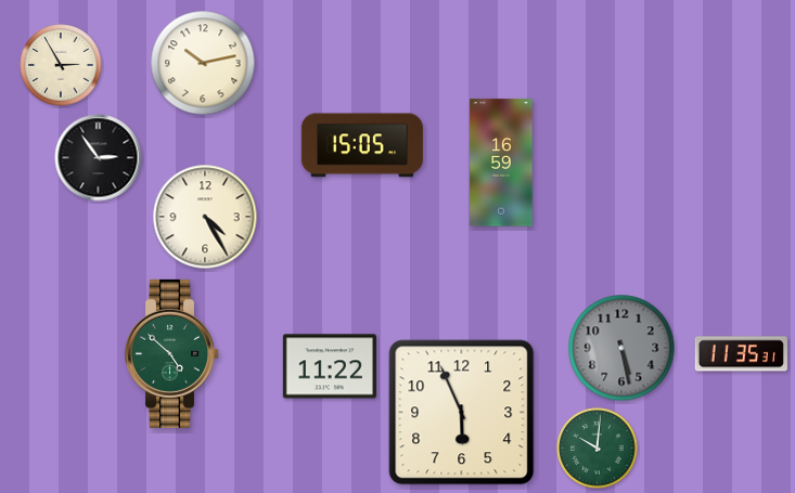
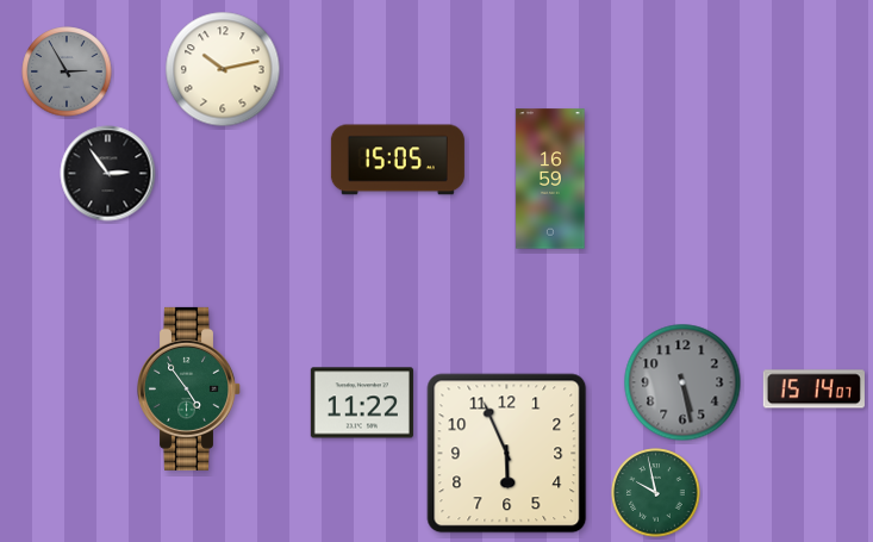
clock at (61, 65) dial: cream -> grey
clock at (205, 217): 4:25 -> none
clock at (172, 353): 4:52 -> 4:54
clock at (741, 354): 11:35 -> 15:14
clock at (598, 449): 10:01 -> 9:58
